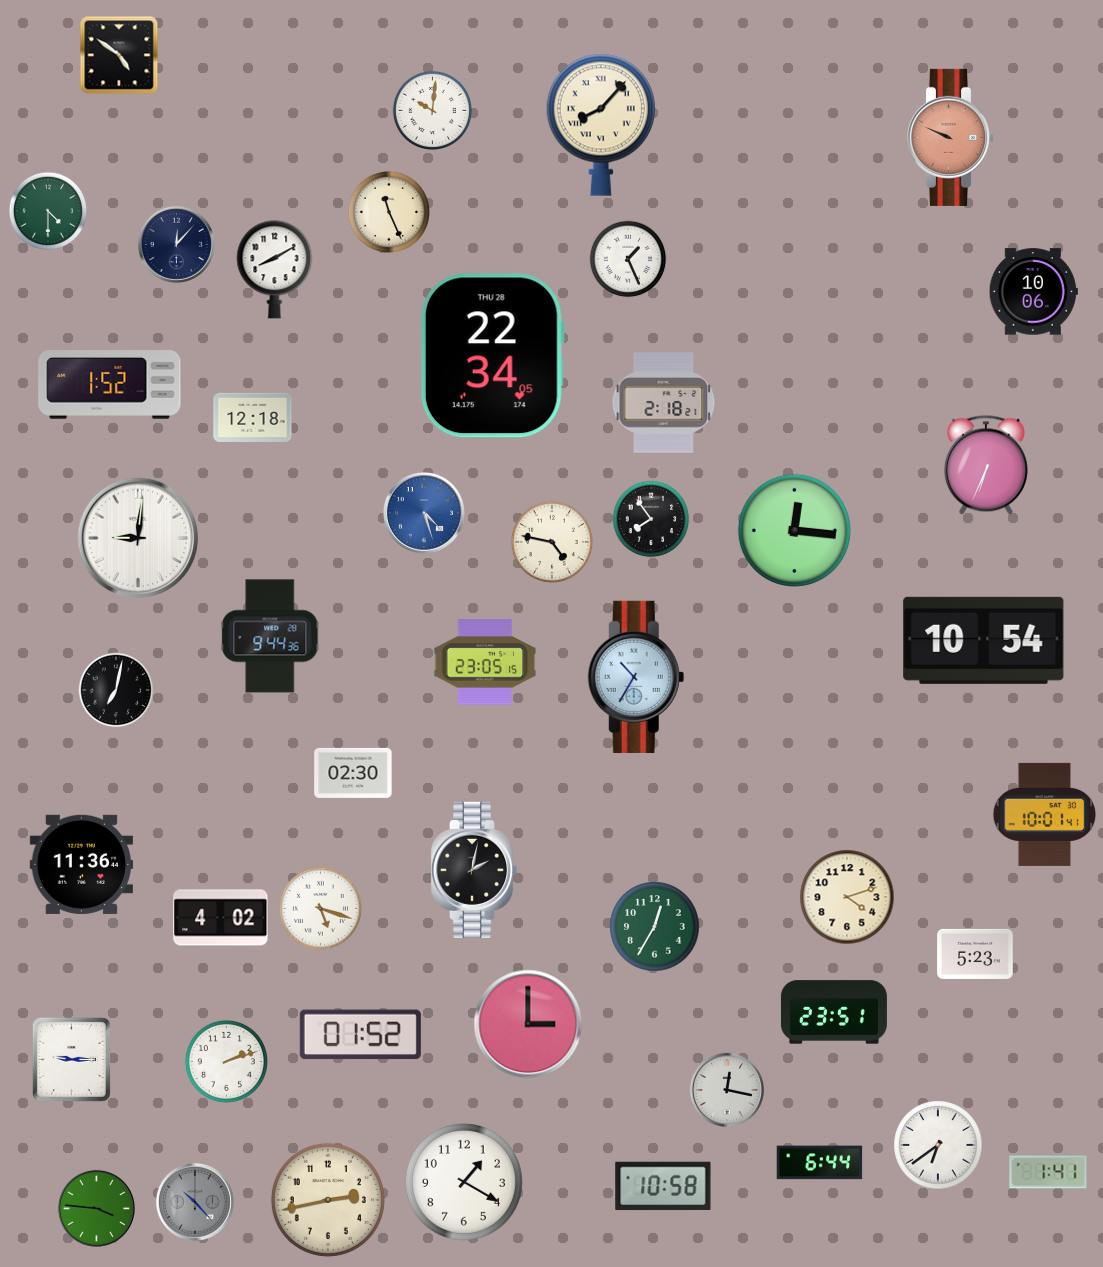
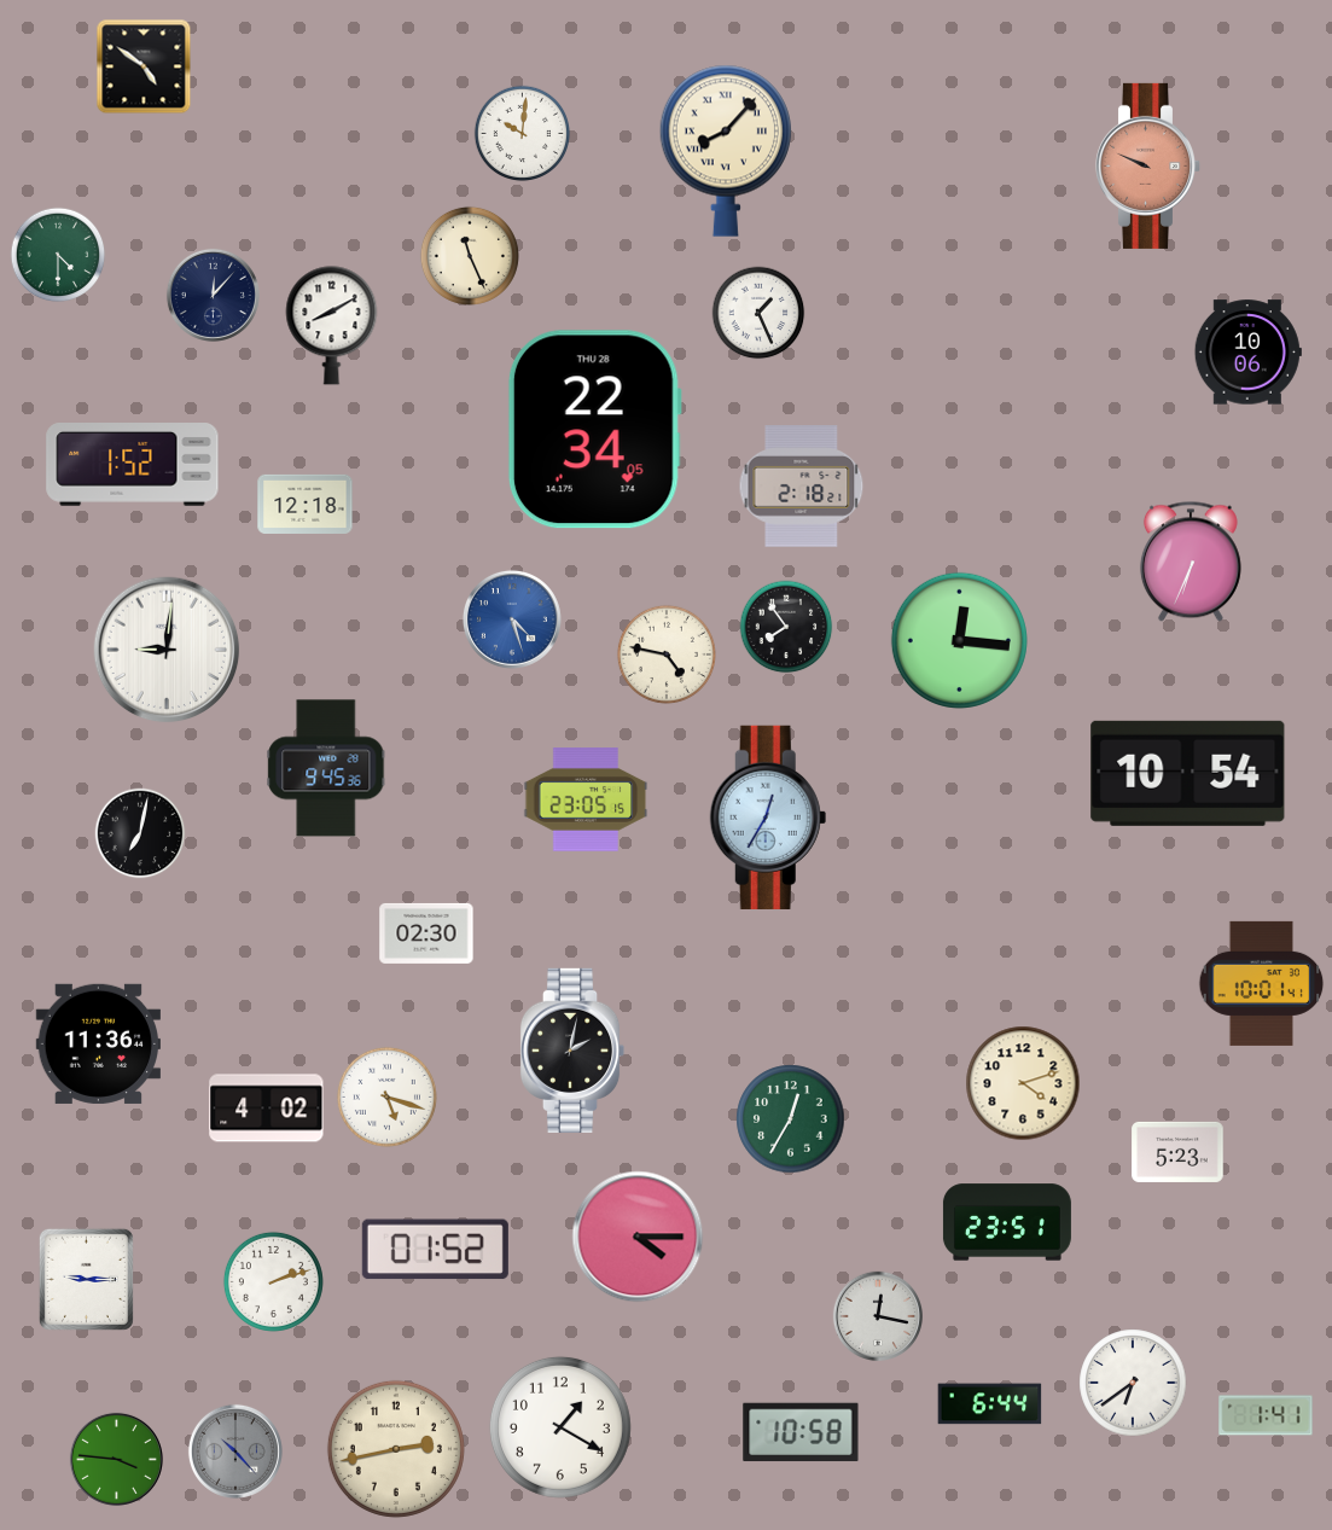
clock at (270, 636): 9:44 -> 9:45
clock at (636, 677): 10:35 -> 12:35
clock at (528, 1024): 3:00 -> 4:15
